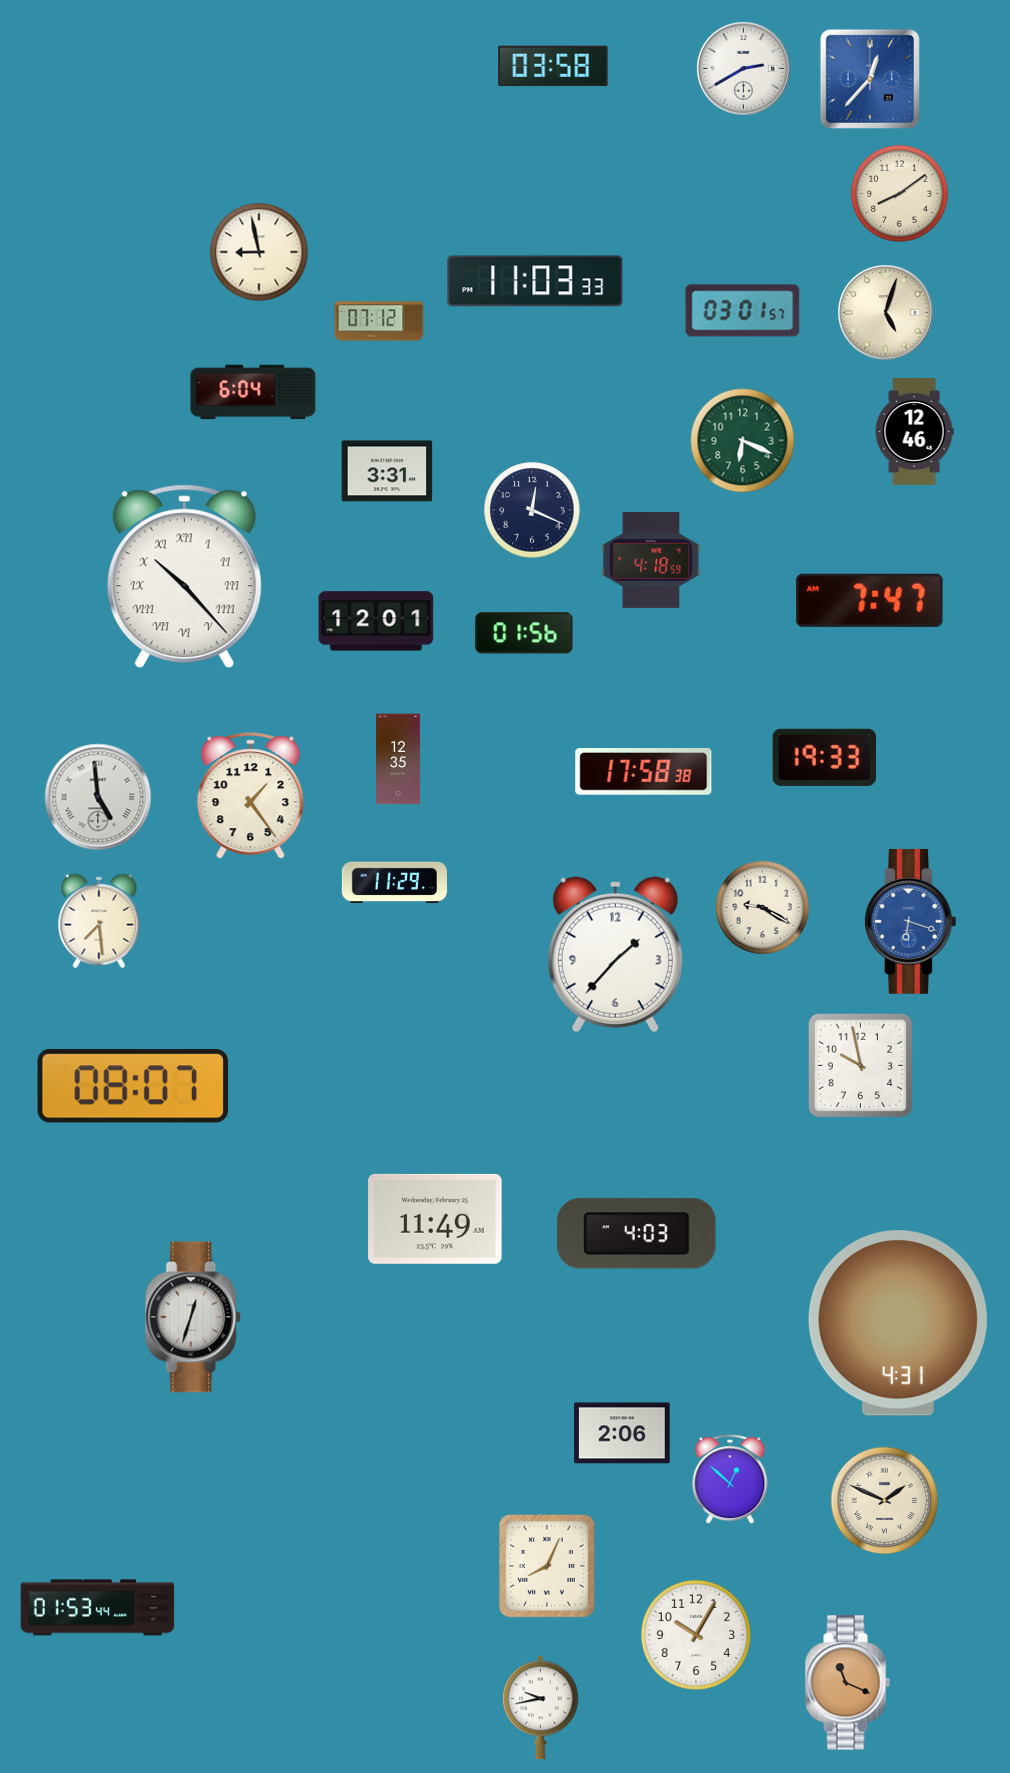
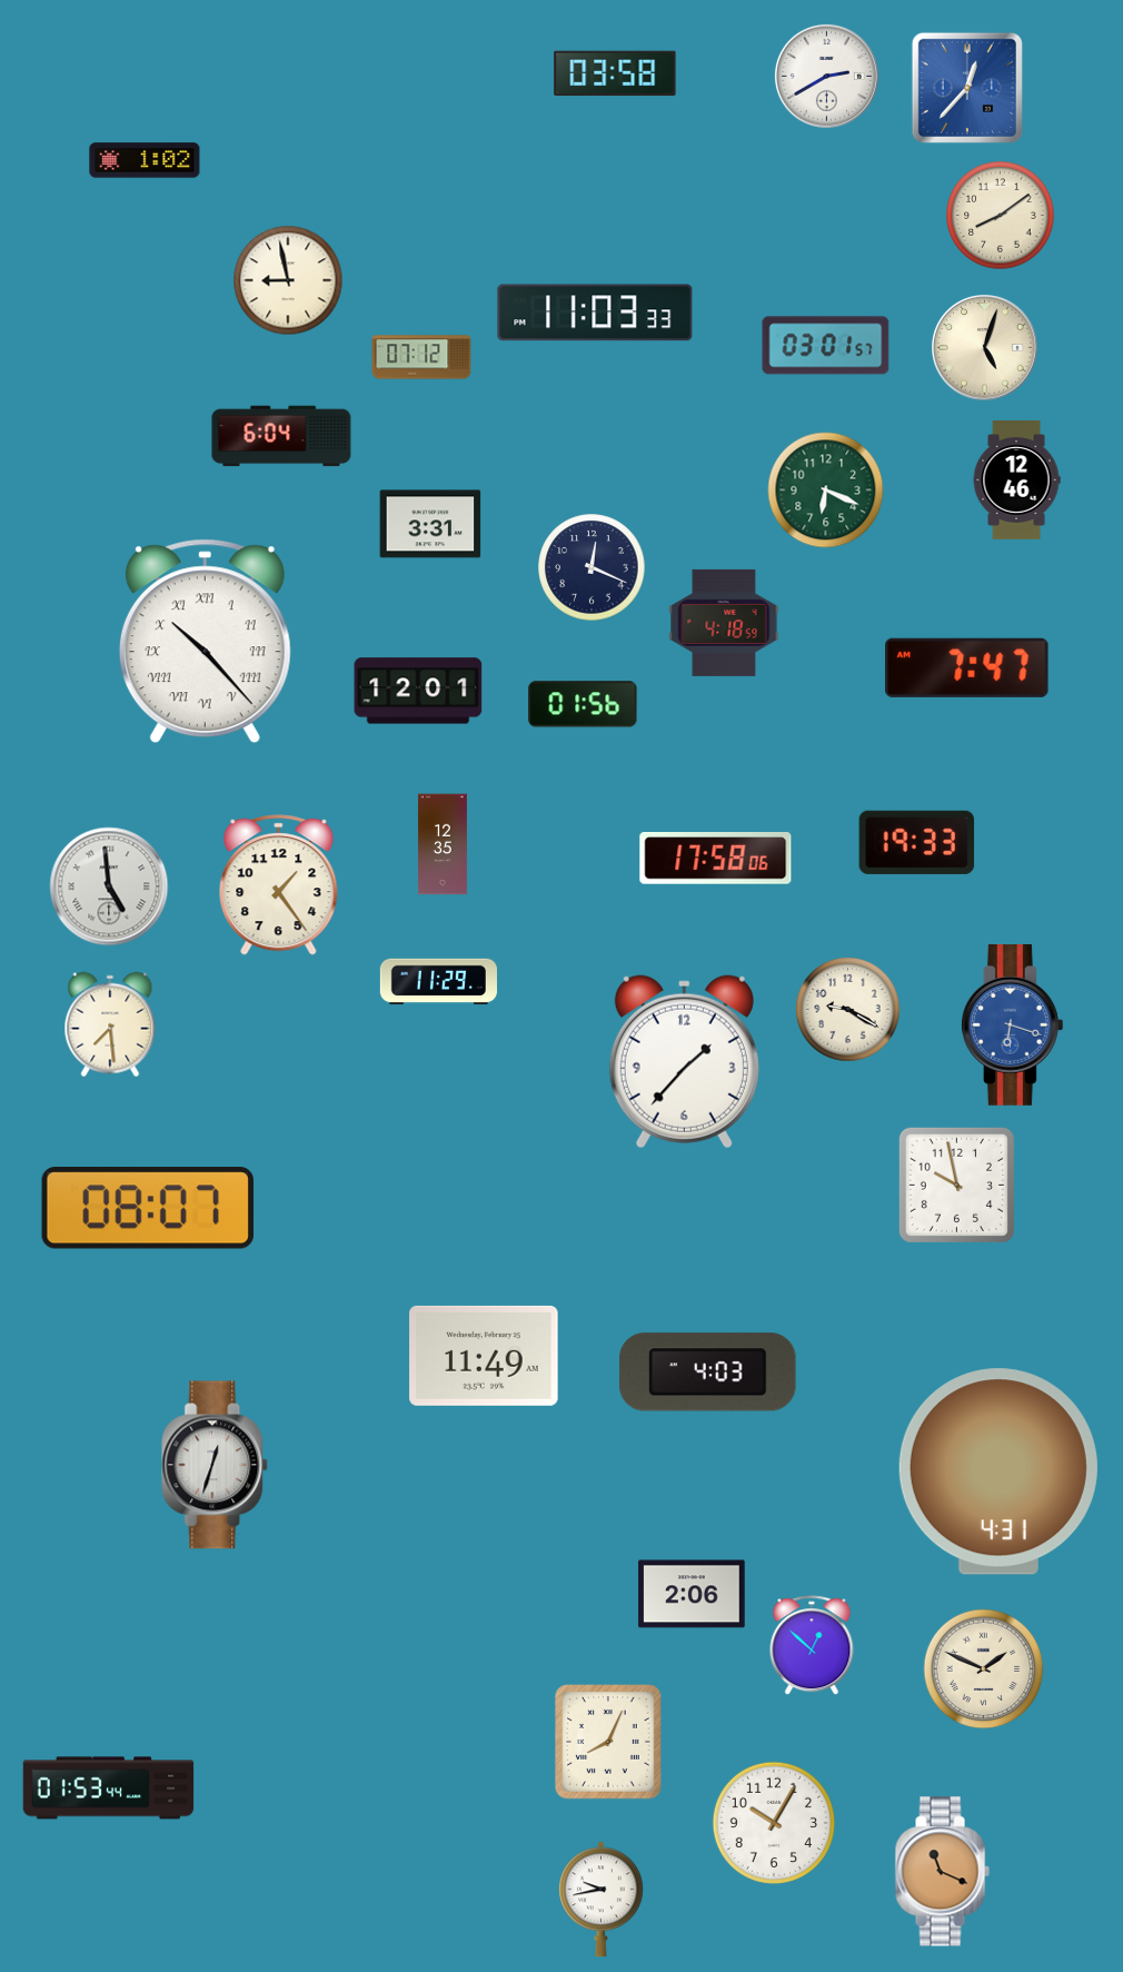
clock at (145, 160): none -> 1:02
clock at (644, 772): 17:58:38 -> 17:58:06
clock at (695, 1634) position: (695, 1634) -> (773, 1822)
